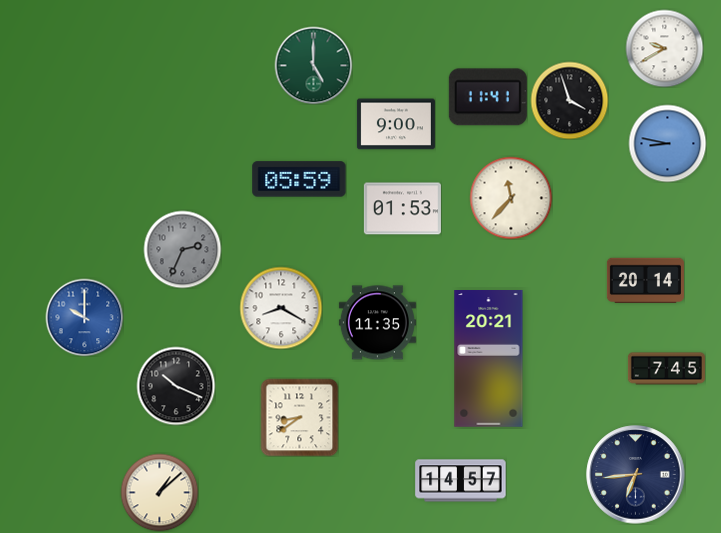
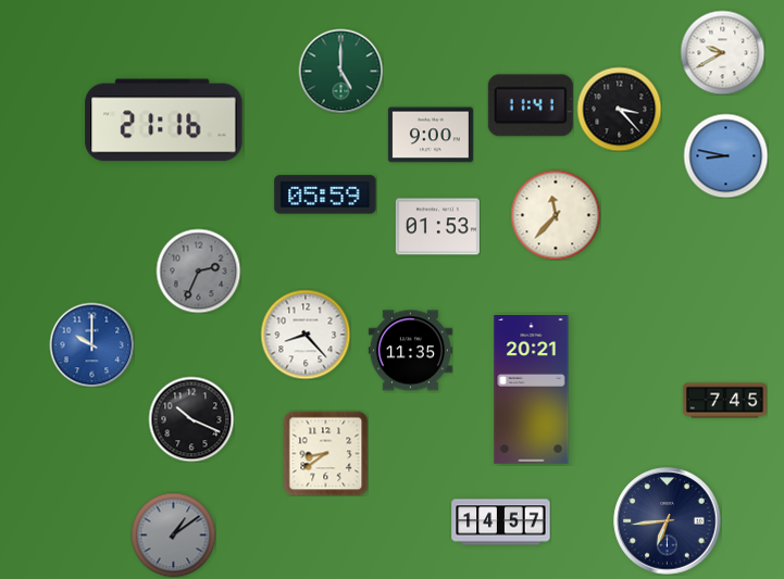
clock at (569, 100): 3:57 -> 3:23
clock at (164, 121): none -> 21:16
clock at (645, 280): 20:14 -> none
clock at (281, 308): 8:20 -> 8:23
clock at (636, 475) position: (636, 475) -> (668, 521)
clock at (159, 492): 1:08 -> 1:09
clock at (159, 492) dial: cream -> grey
